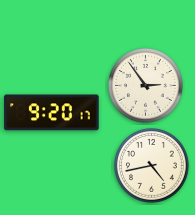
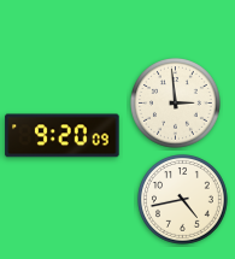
clock at (146, 86): 2:54 -> 2:59
clock at (52, 113): 9:20:17 -> 9:20:09
